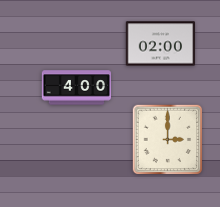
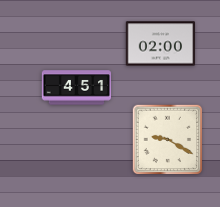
clock at (77, 88): 4:00 -> 4:51
clock at (167, 139): 3:00 -> 9:20
